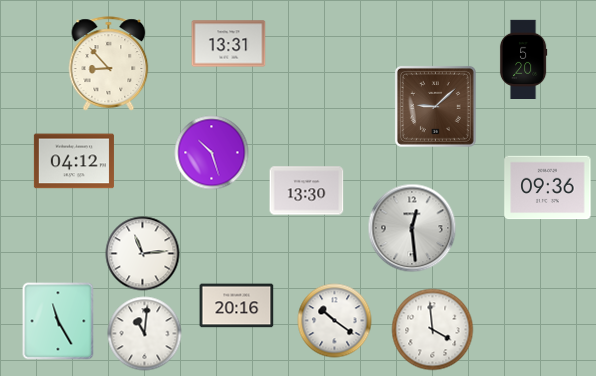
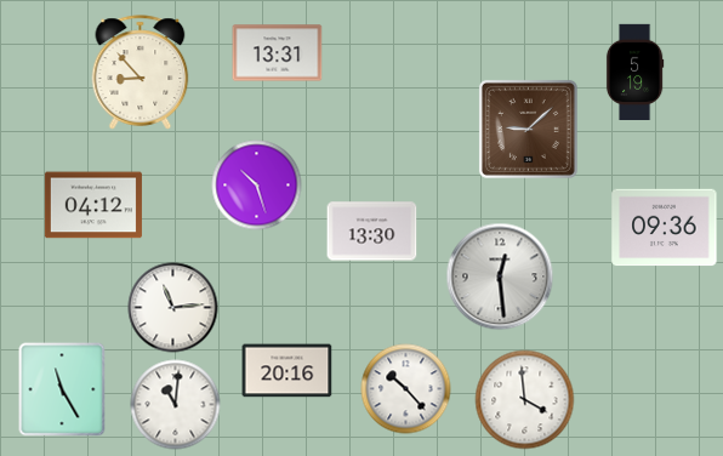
clock at (523, 59): 5:20 -> 5:19
clock at (109, 64) position: (109, 64) -> (141, 73)
clock at (74, 161) position: (74, 161) -> (93, 205)
clock at (58, 321) position: (58, 321) -> (62, 389)
clock at (335, 321): 10:21 -> 10:23
